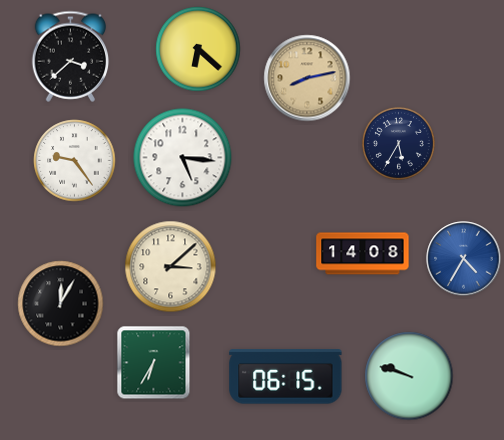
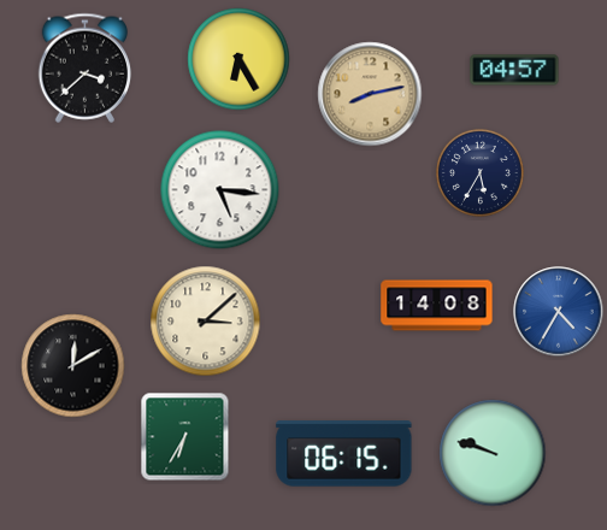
clock at (198, 49): 6:22 -> 6:25
clock at (514, 70): none -> 04:57
clock at (75, 161): 9:24 -> none
clock at (61, 304): 12:05 -> 12:10
